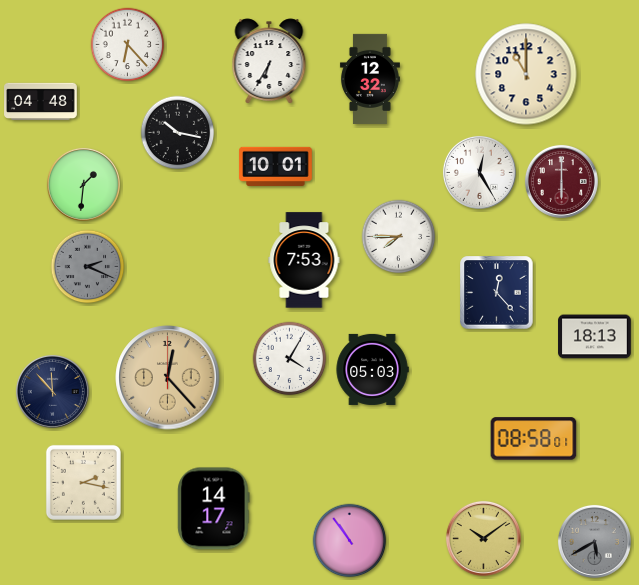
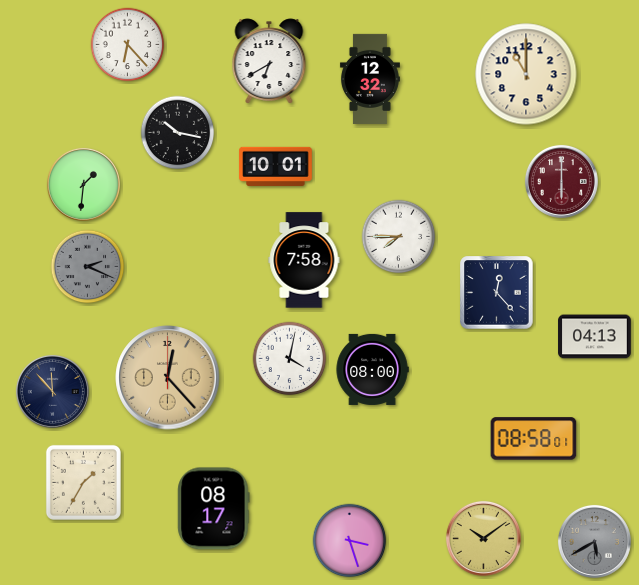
clock at (269, 61): 6:35 -> 6:40
clock at (41, 102): 04:48 -> none
clock at (479, 172): 12:25 -> none
clock at (304, 260): 7:53 -> 7:58
clock at (595, 337): 18:13 -> 04:13
clock at (290, 359): 4:05 -> 4:02
clock at (372, 369): 05:03 -> 08:00
clock at (83, 482): 2:17 -> 1:35
clock at (214, 509): 14:17 -> 08:17
clock at (350, 541): 10:54 -> 3:27
